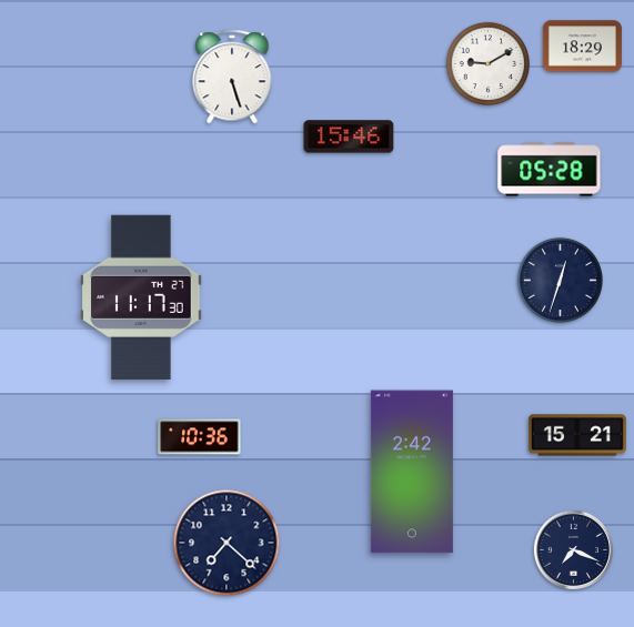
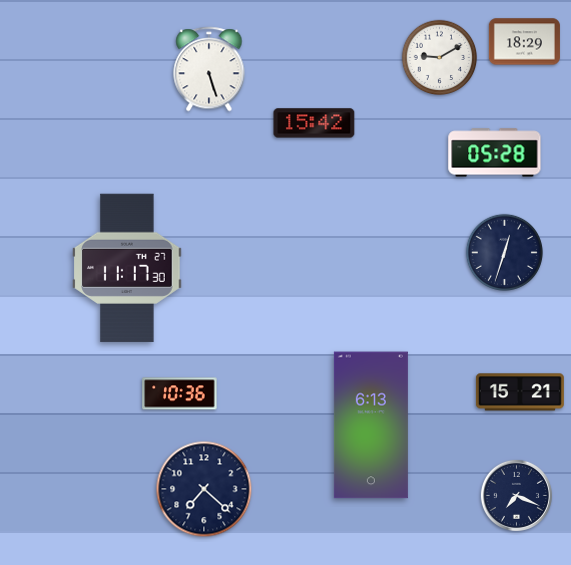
clock at (349, 136): 15:46 -> 15:42
clock at (412, 472): 2:42 -> 6:13
